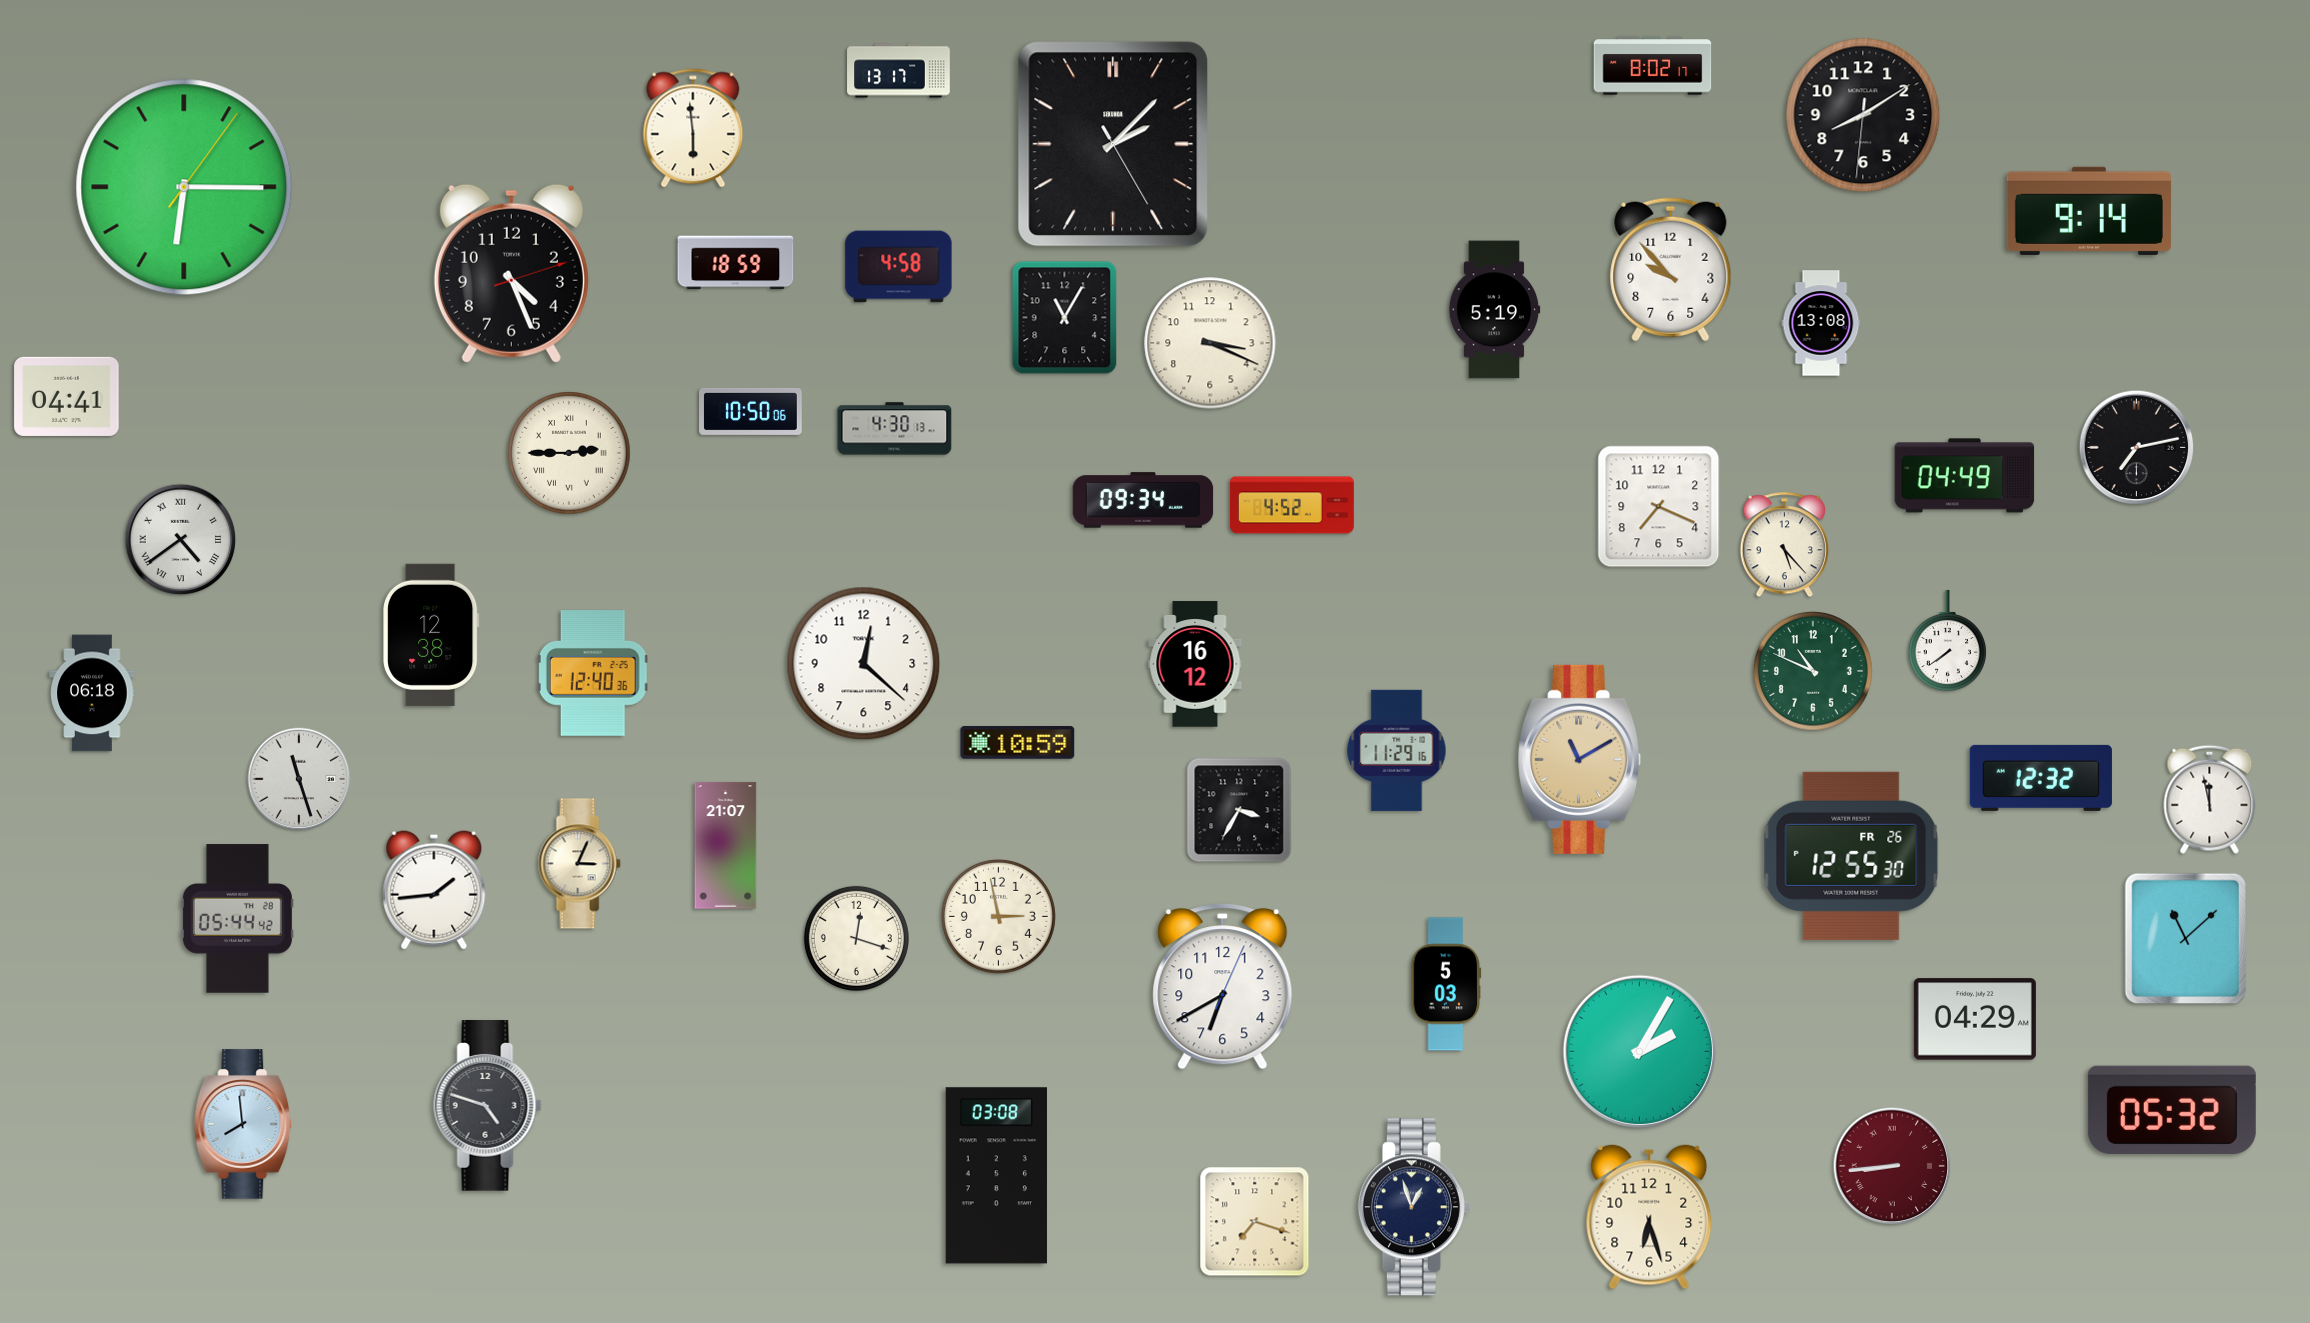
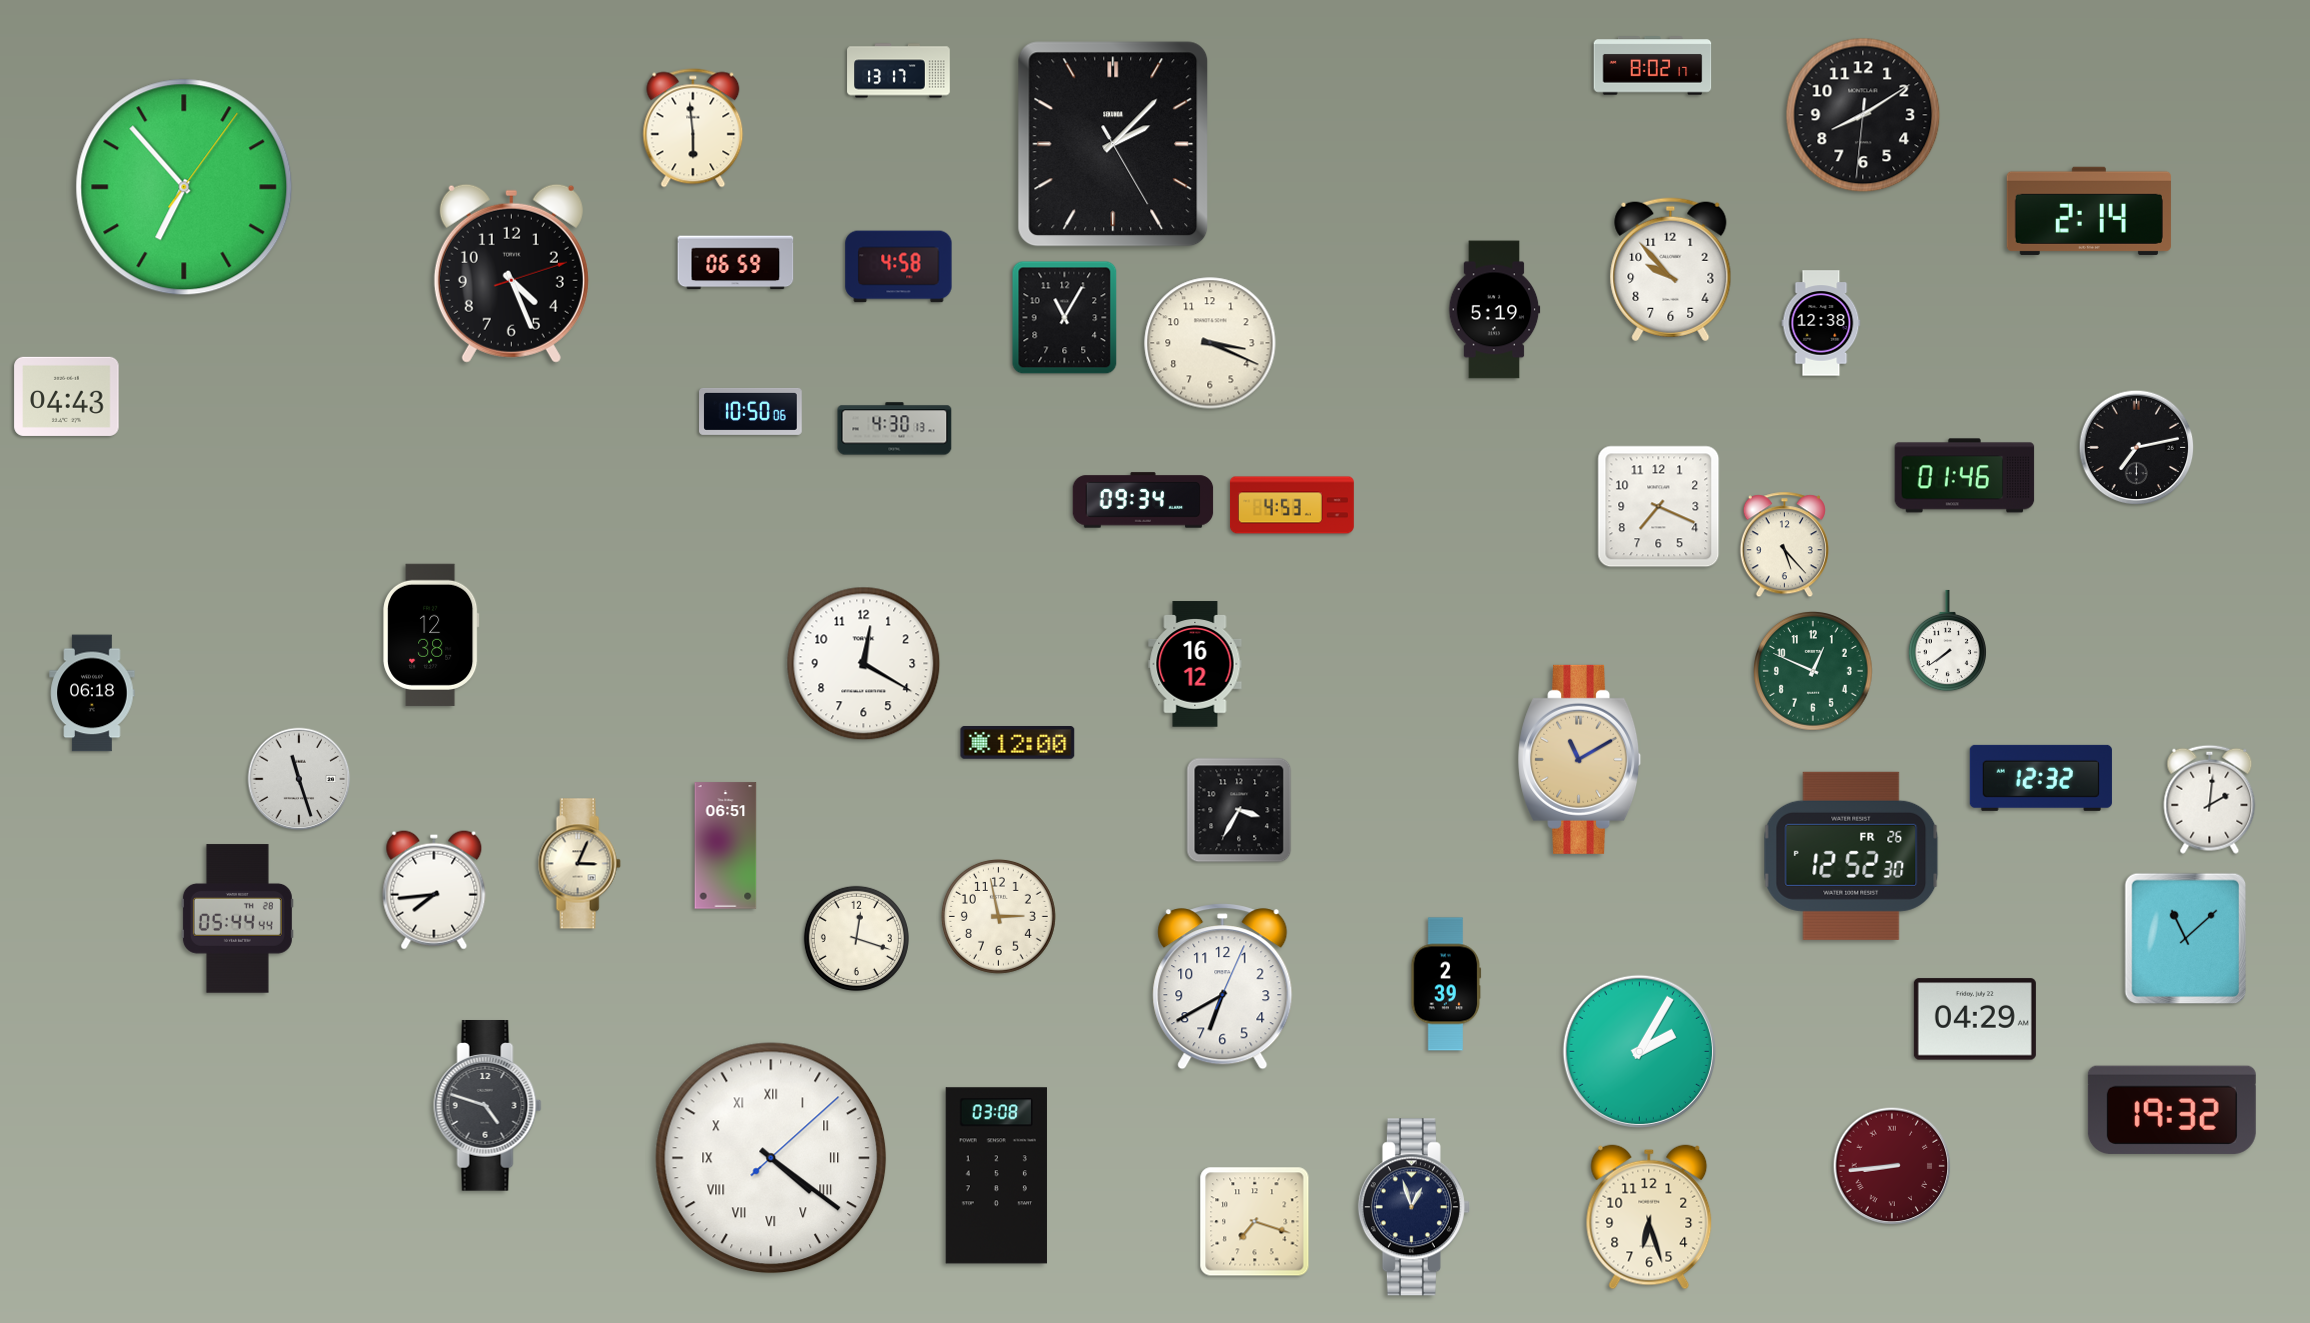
clock at (184, 187): 6:15 -> 6:53
clock at (2089, 211): 9:14 -> 2:14
clock at (736, 263): 18:59 -> 06:59
clock at (1821, 323): 13:08 -> 12:38
clock at (67, 396): 04:41 -> 04:43
clock at (569, 453): 2:45 -> none
clock at (1965, 476): 04:49 -> 01:46
clock at (1292, 505): 4:52 -> 4:53
clock at (181, 540): 4:39 -> none
clock at (864, 664): 12:22 -> 12:20
clock at (1814, 672): 10:49 -> 12:49
clock at (593, 673): 12:40 -> none
clock at (1018, 743): 10:59 -> 12:00
clock at (1397, 750): 11:29 -> none
clock at (2210, 799): 11:58 -> 2:01
clock at (726, 846): 21:07 -> 06:51
clock at (1851, 856): 12:55 -> 12:52
clock at (434, 890): 1:44 -> 7:44
clock at (237, 919): 05:44:42 -> 05:44:44
clock at (1446, 984): 5:03 -> 2:39
clock at (2172, 1110): 05:32 -> 19:32
clock at (243, 1124): 7:59 -> none
clock at (771, 1158): none -> 4:21
